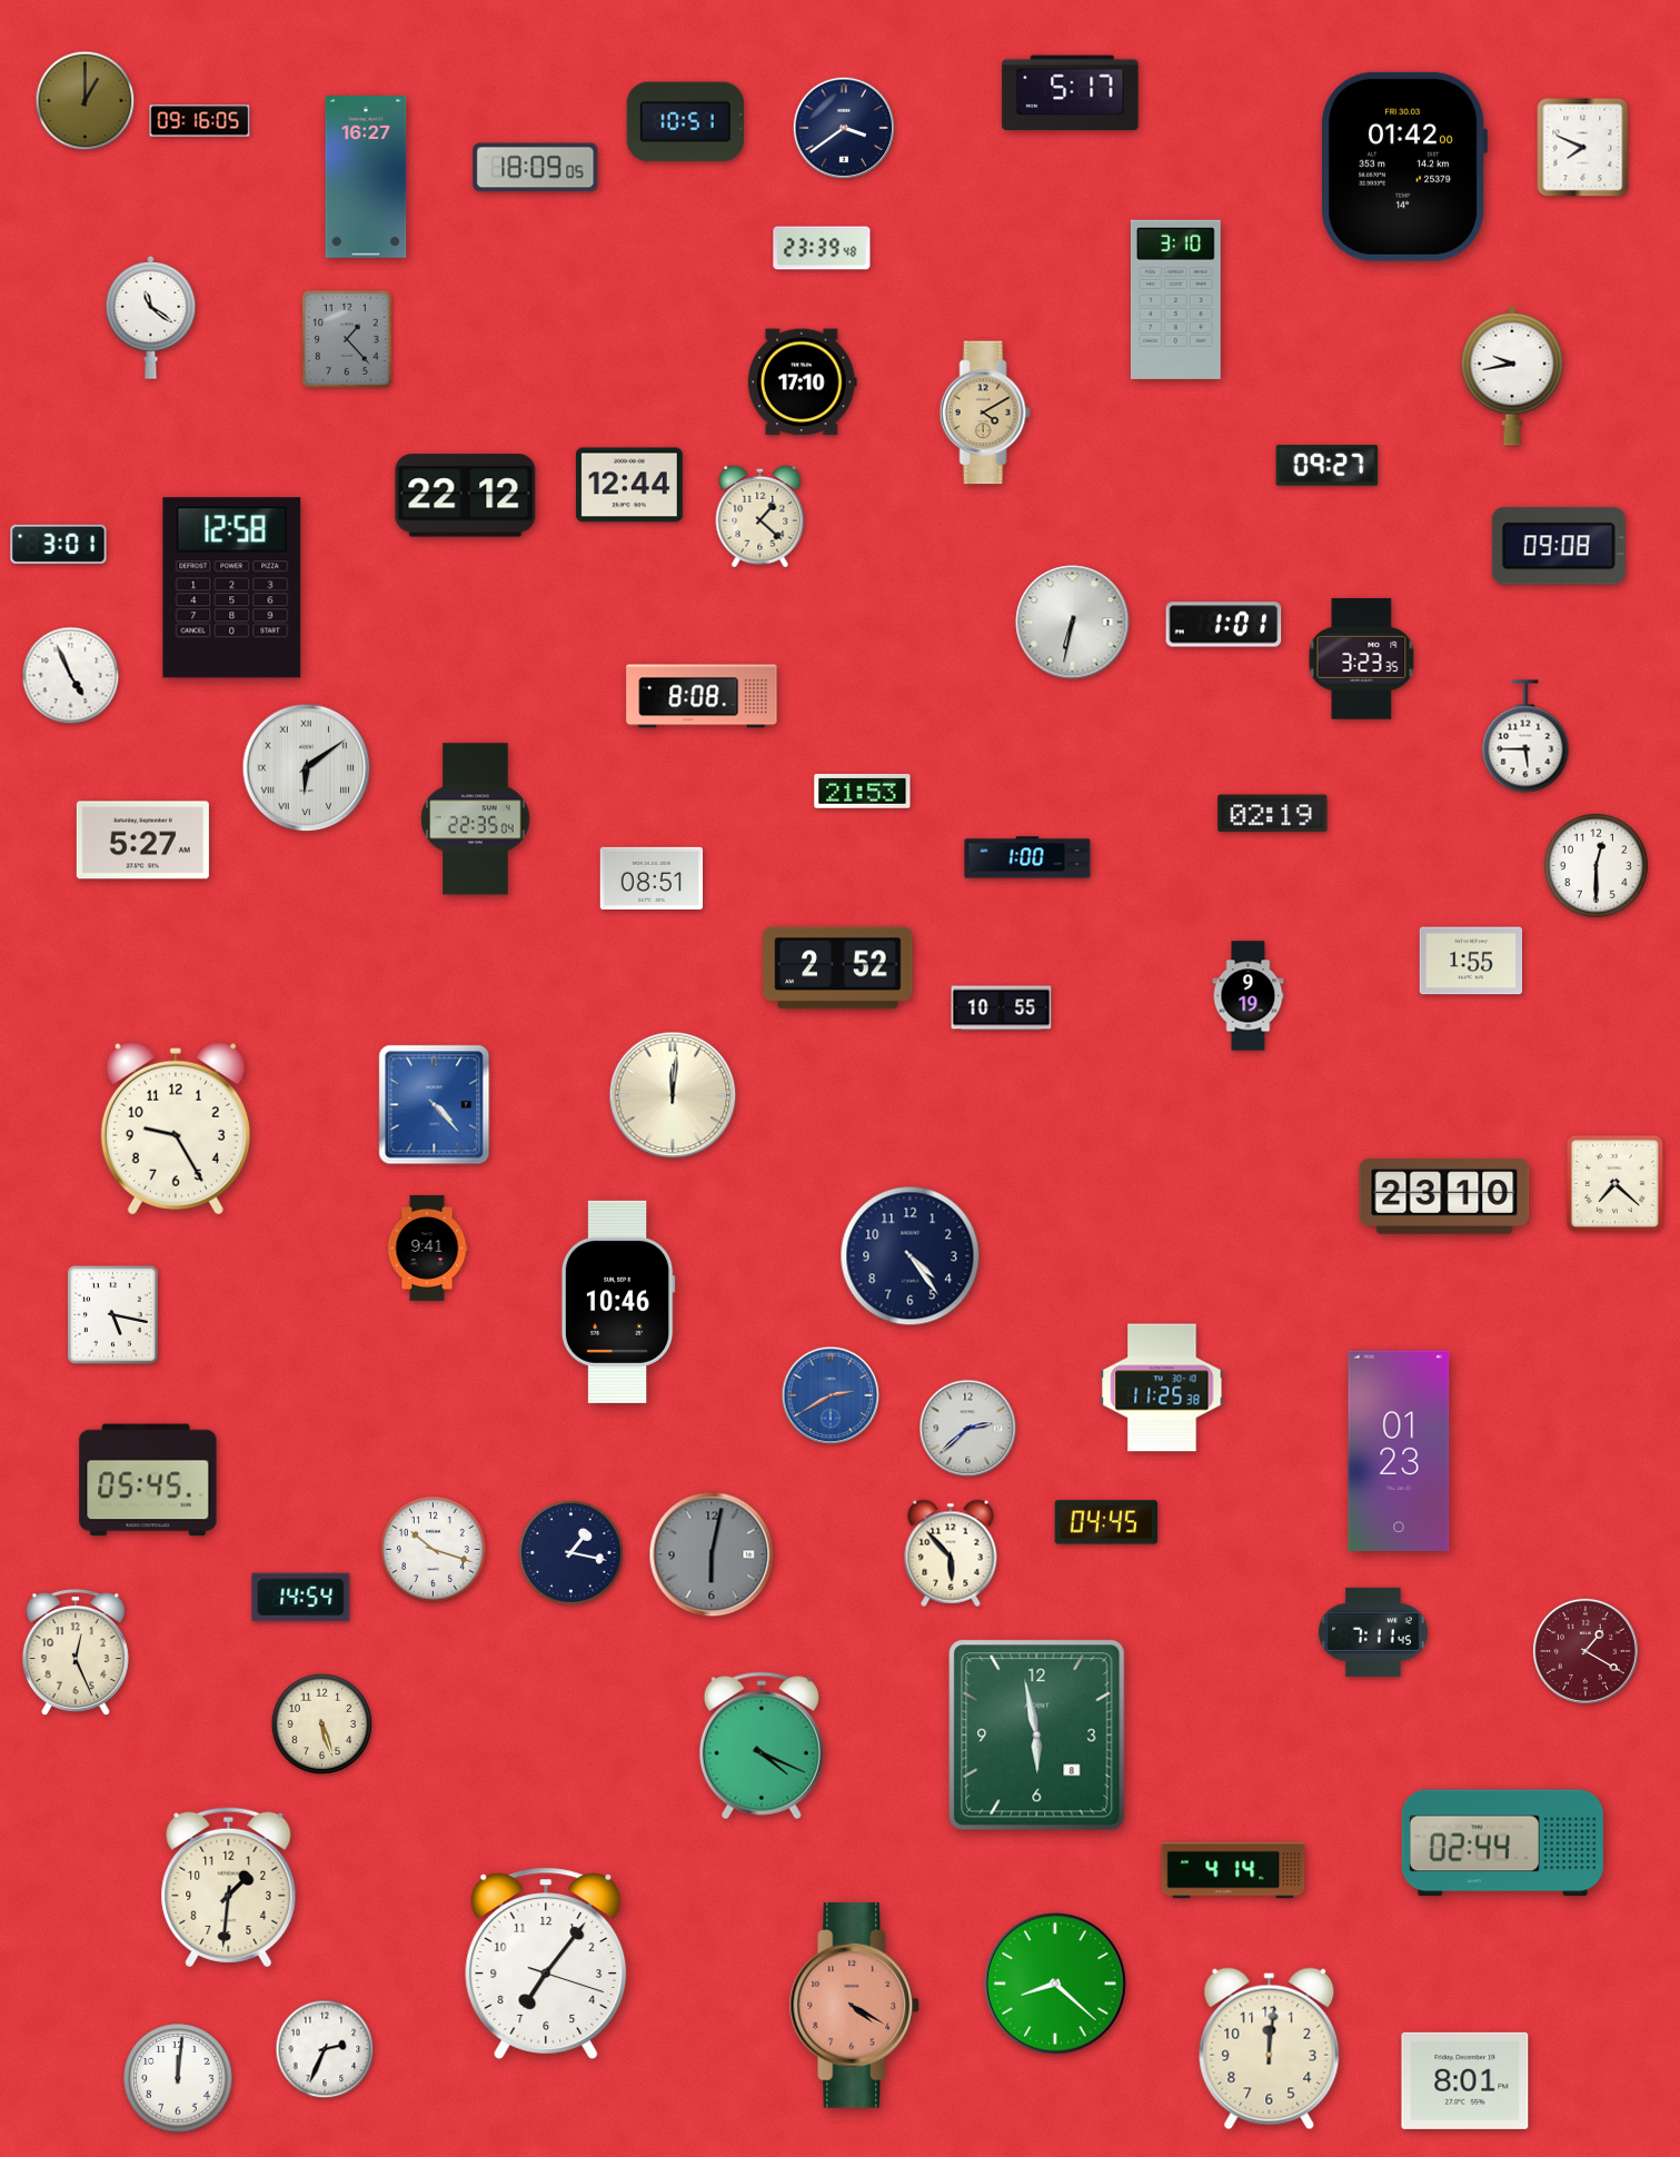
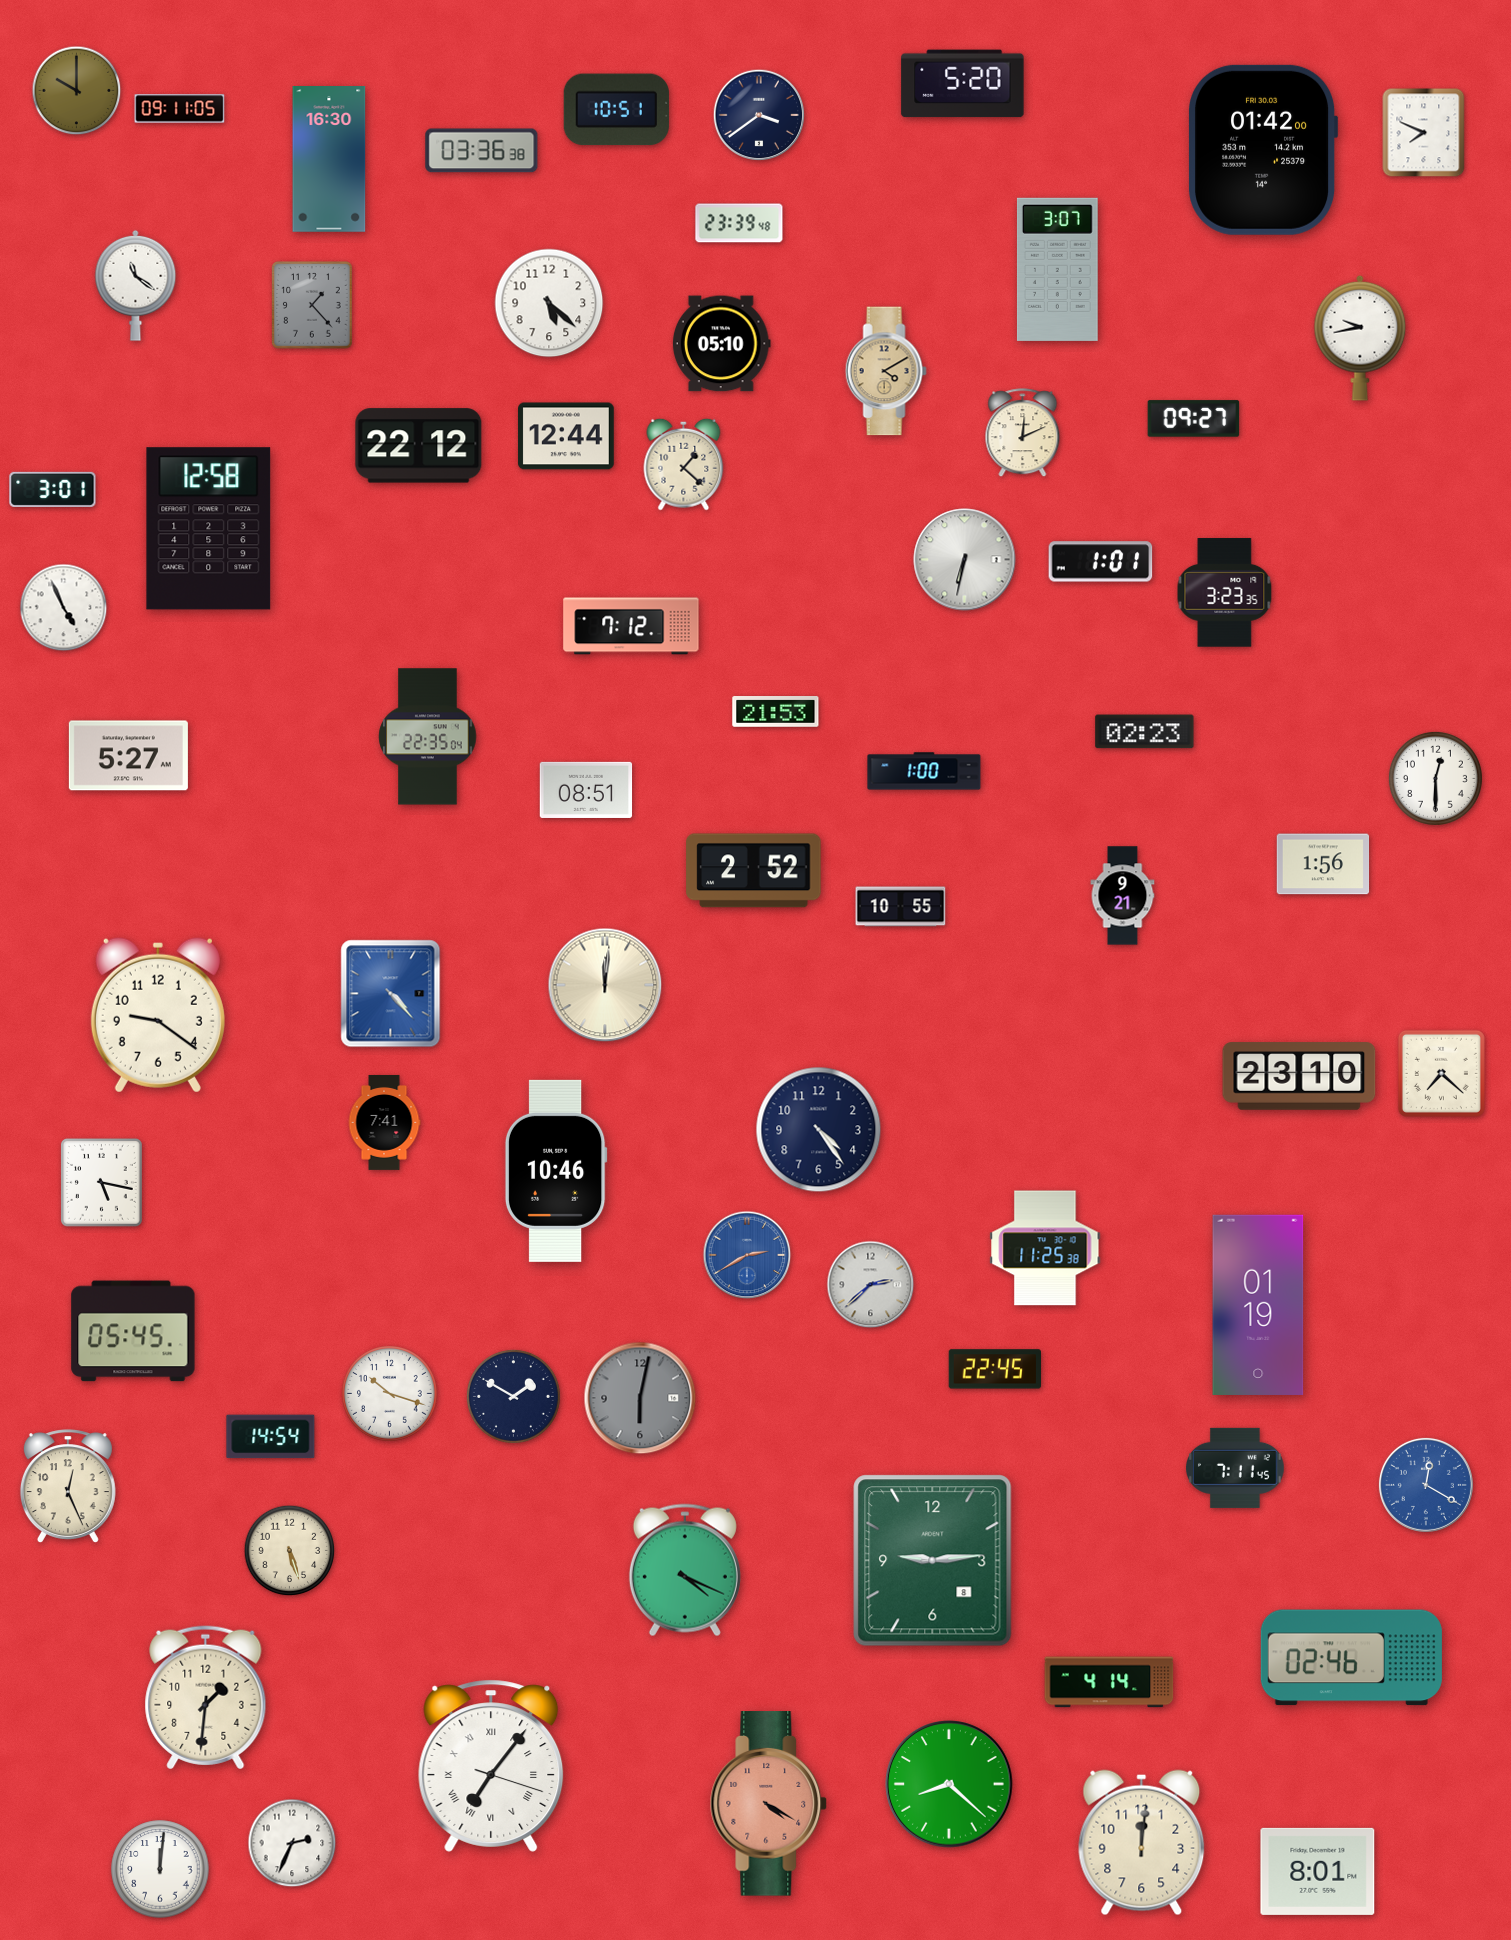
clock at (1071, 93): 5:17 -> 5:20
clock at (86, 101): 1:00 -> 10:00
clock at (200, 121): 09:16 -> 09:11
clock at (536, 168): 18:09 -> 03:36
clock at (366, 178): 16:27 -> 16:30
clock at (1175, 299): 3:10 -> 3:07
clock at (549, 303): none -> 5:22
clock at (802, 382): 17:10 -> 05:10
clock at (1023, 433): none -> 12:11
clock at (1559, 546): 09:08 -> none
clock at (702, 696): 8:08 -> 7:12
clock at (1525, 736): 5:45 -> none
clock at (307, 768): 6:09 -> none
clock at (1273, 814): 02:19 -> 02:23
clock at (1471, 961): 1:55 -> 1:56
clock at (1249, 996): 9:19 -> 9:21
clock at (176, 1129): 9:25 -> 9:21
clock at (1614, 1183) position: (1614, 1183) -> (1441, 1073)
clock at (427, 1248): 9:41 -> 7:41
clock at (1399, 1451): 01:23 -> 01:19
clock at (1105, 1522): 04:45 -> 22:45
clock at (570, 1552): 1:17 -> 1:50
clock at (951, 1553): 5:53 -> none
clock at (1585, 1651): 1:20 -> 12:20
clock at (1585, 1651) dial: burgundy -> blue
clock at (1037, 1736): 5:58 -> 9:14
clock at (1502, 1843): 02:44 -> 02:46
clock at (546, 1964) numerals: Arabic -> Roman
